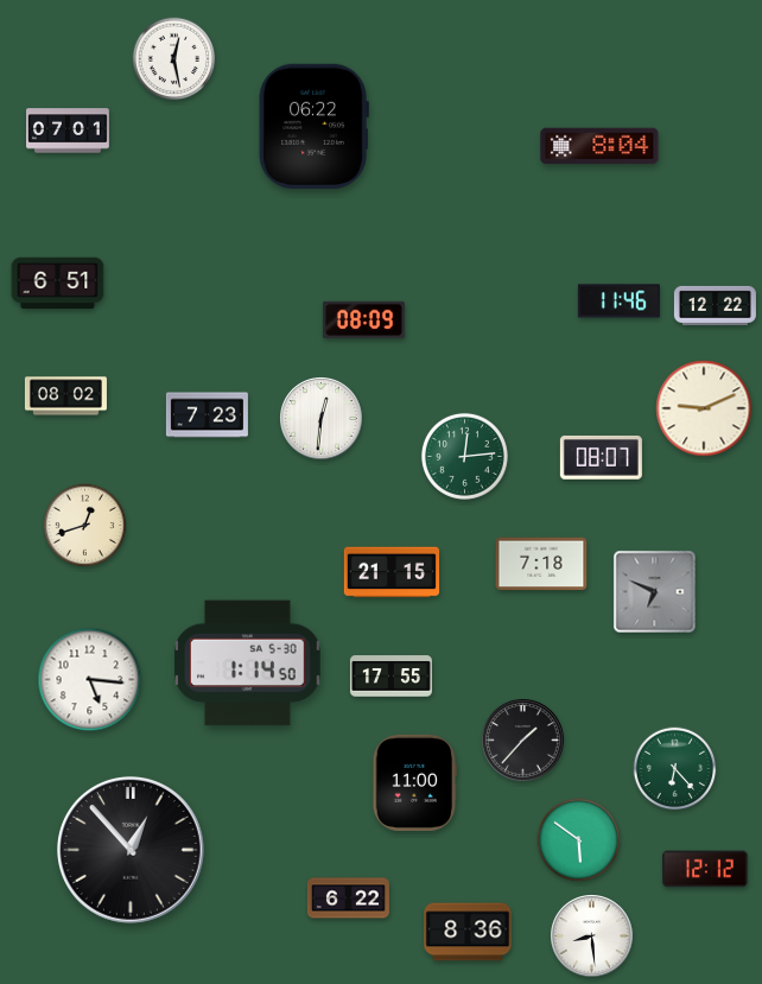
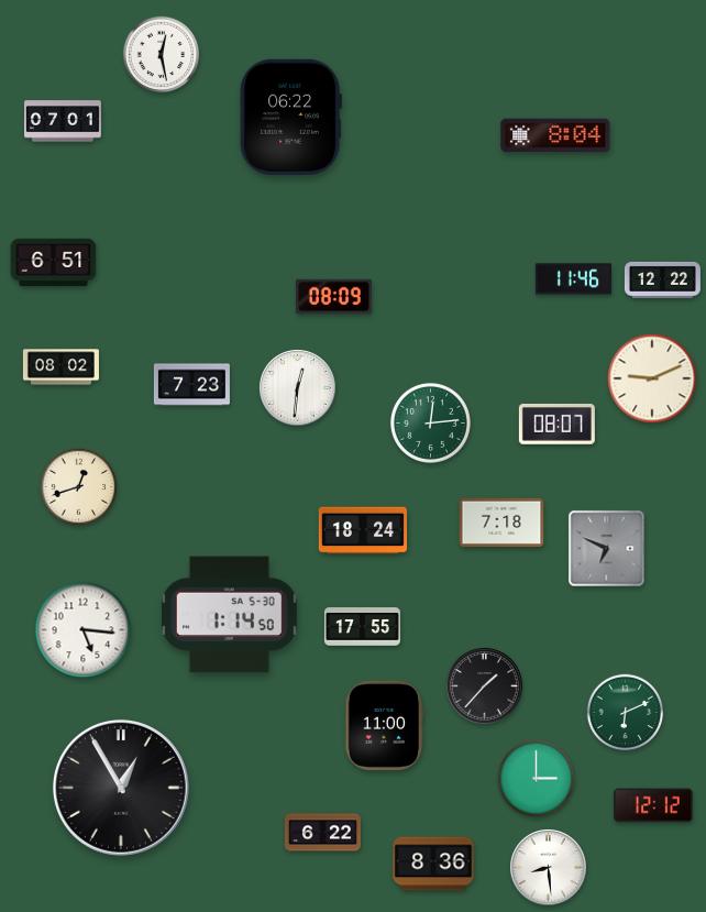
clock at (715, 305) position: (715, 305) -> (662, 279)
clock at (363, 320) position: (363, 320) -> (333, 297)
clock at (392, 572): 21:15 -> 18:24
clock at (675, 769): 6:23 -> 6:11
clock at (579, 840): 5:51 -> 3:00
clock at (131, 850): 12:53 -> 12:55
